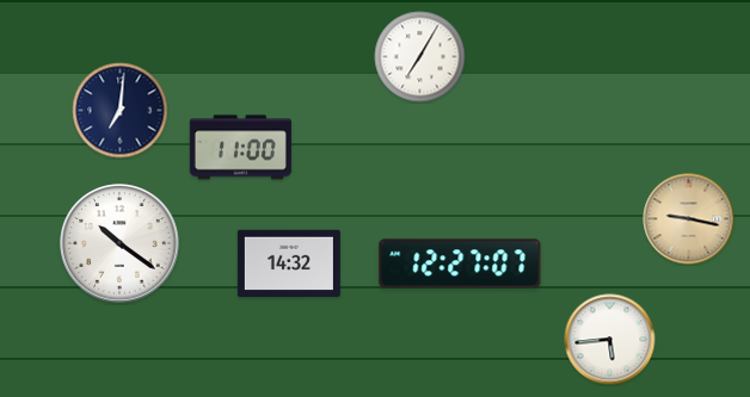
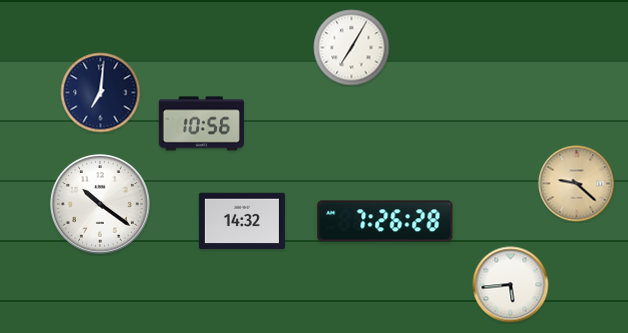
clock at (240, 148): 11:00 -> 10:56
clock at (689, 219): 9:17 -> 9:22
clock at (460, 263): 12:27 -> 7:26
